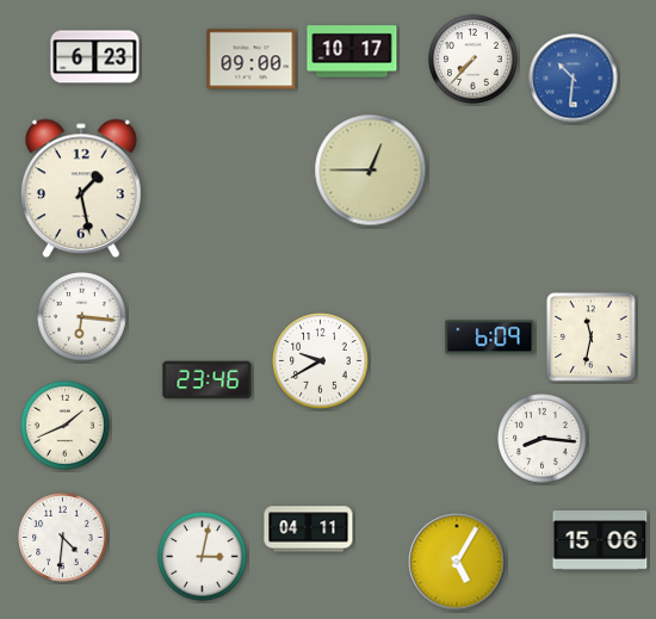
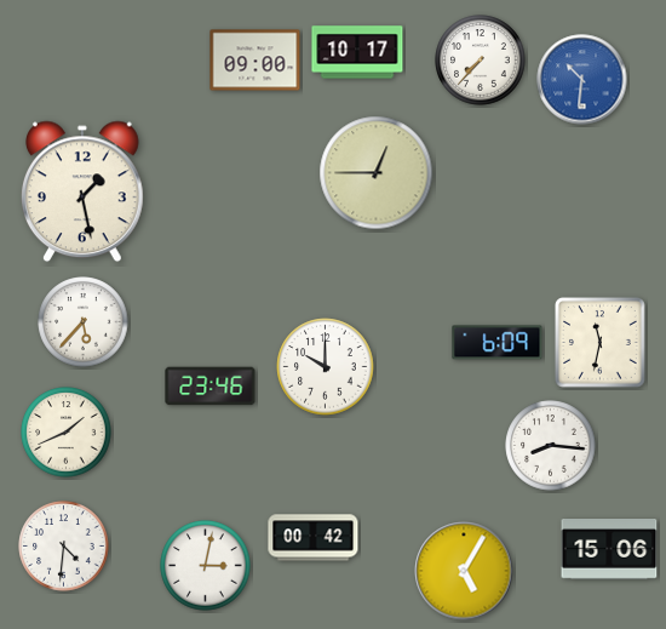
clock at (95, 57): 6:23 -> none
clock at (82, 317): 6:16 -> 5:37
clock at (321, 361): 9:40 -> 10:00
clock at (309, 530): 04:11 -> 00:42
